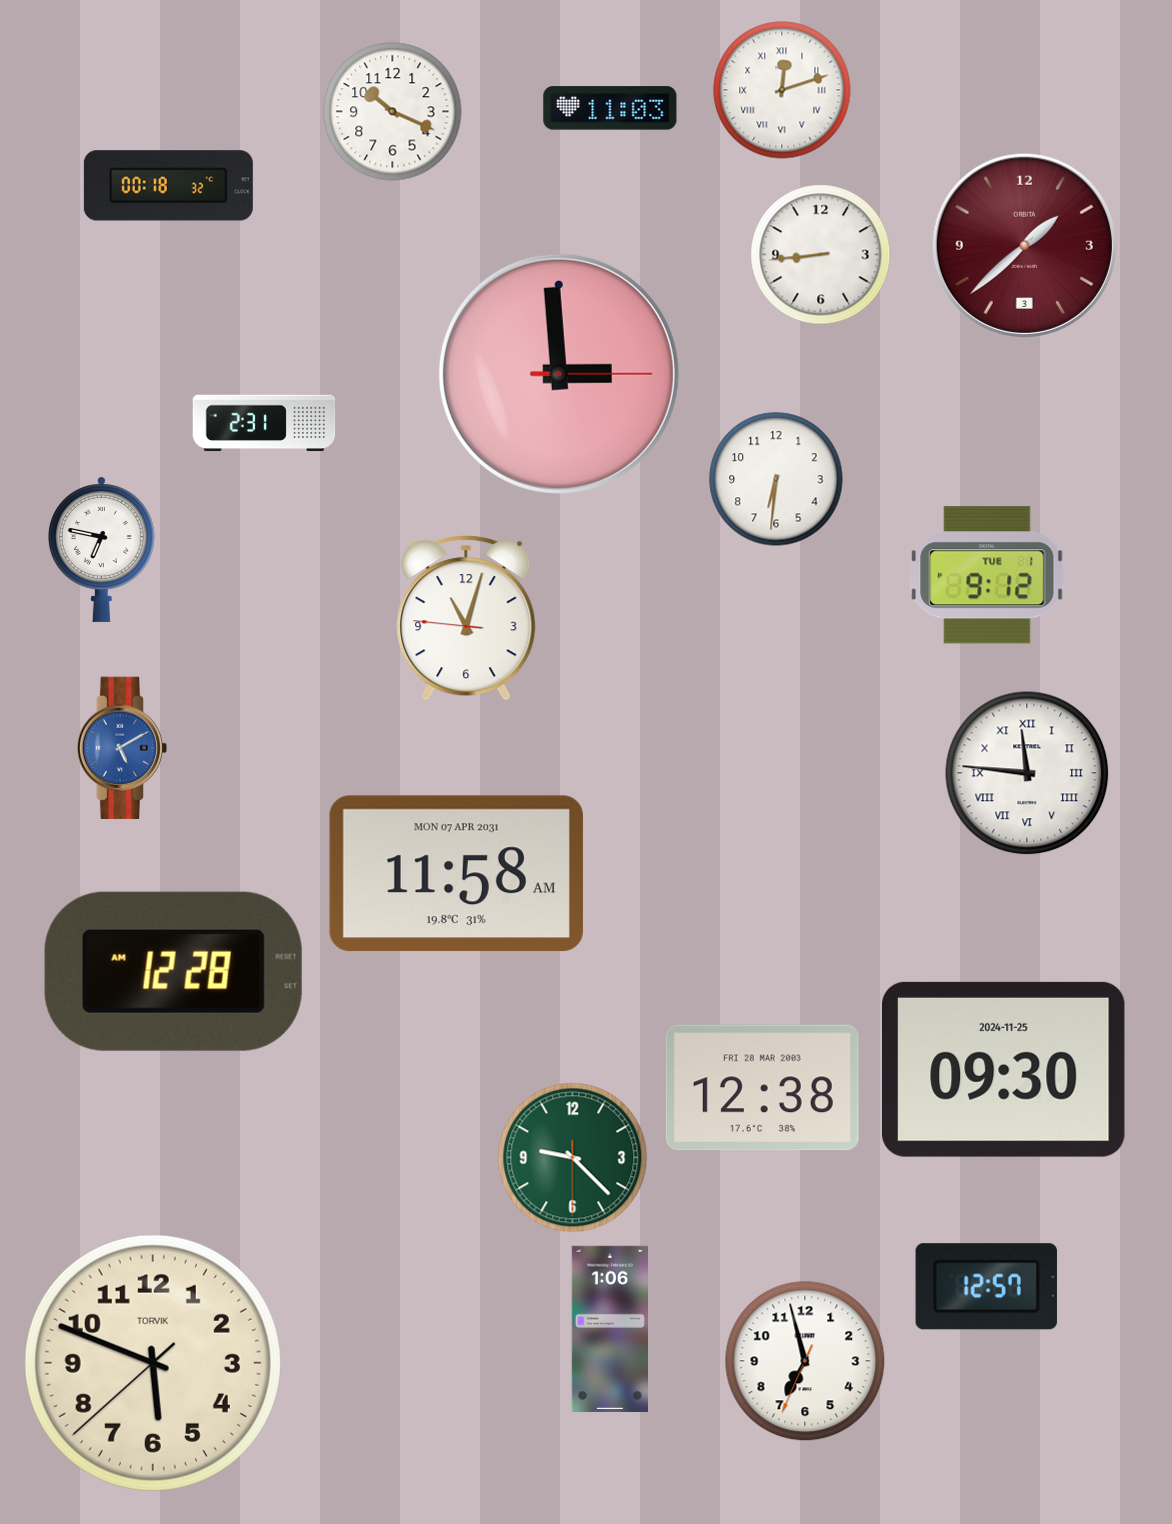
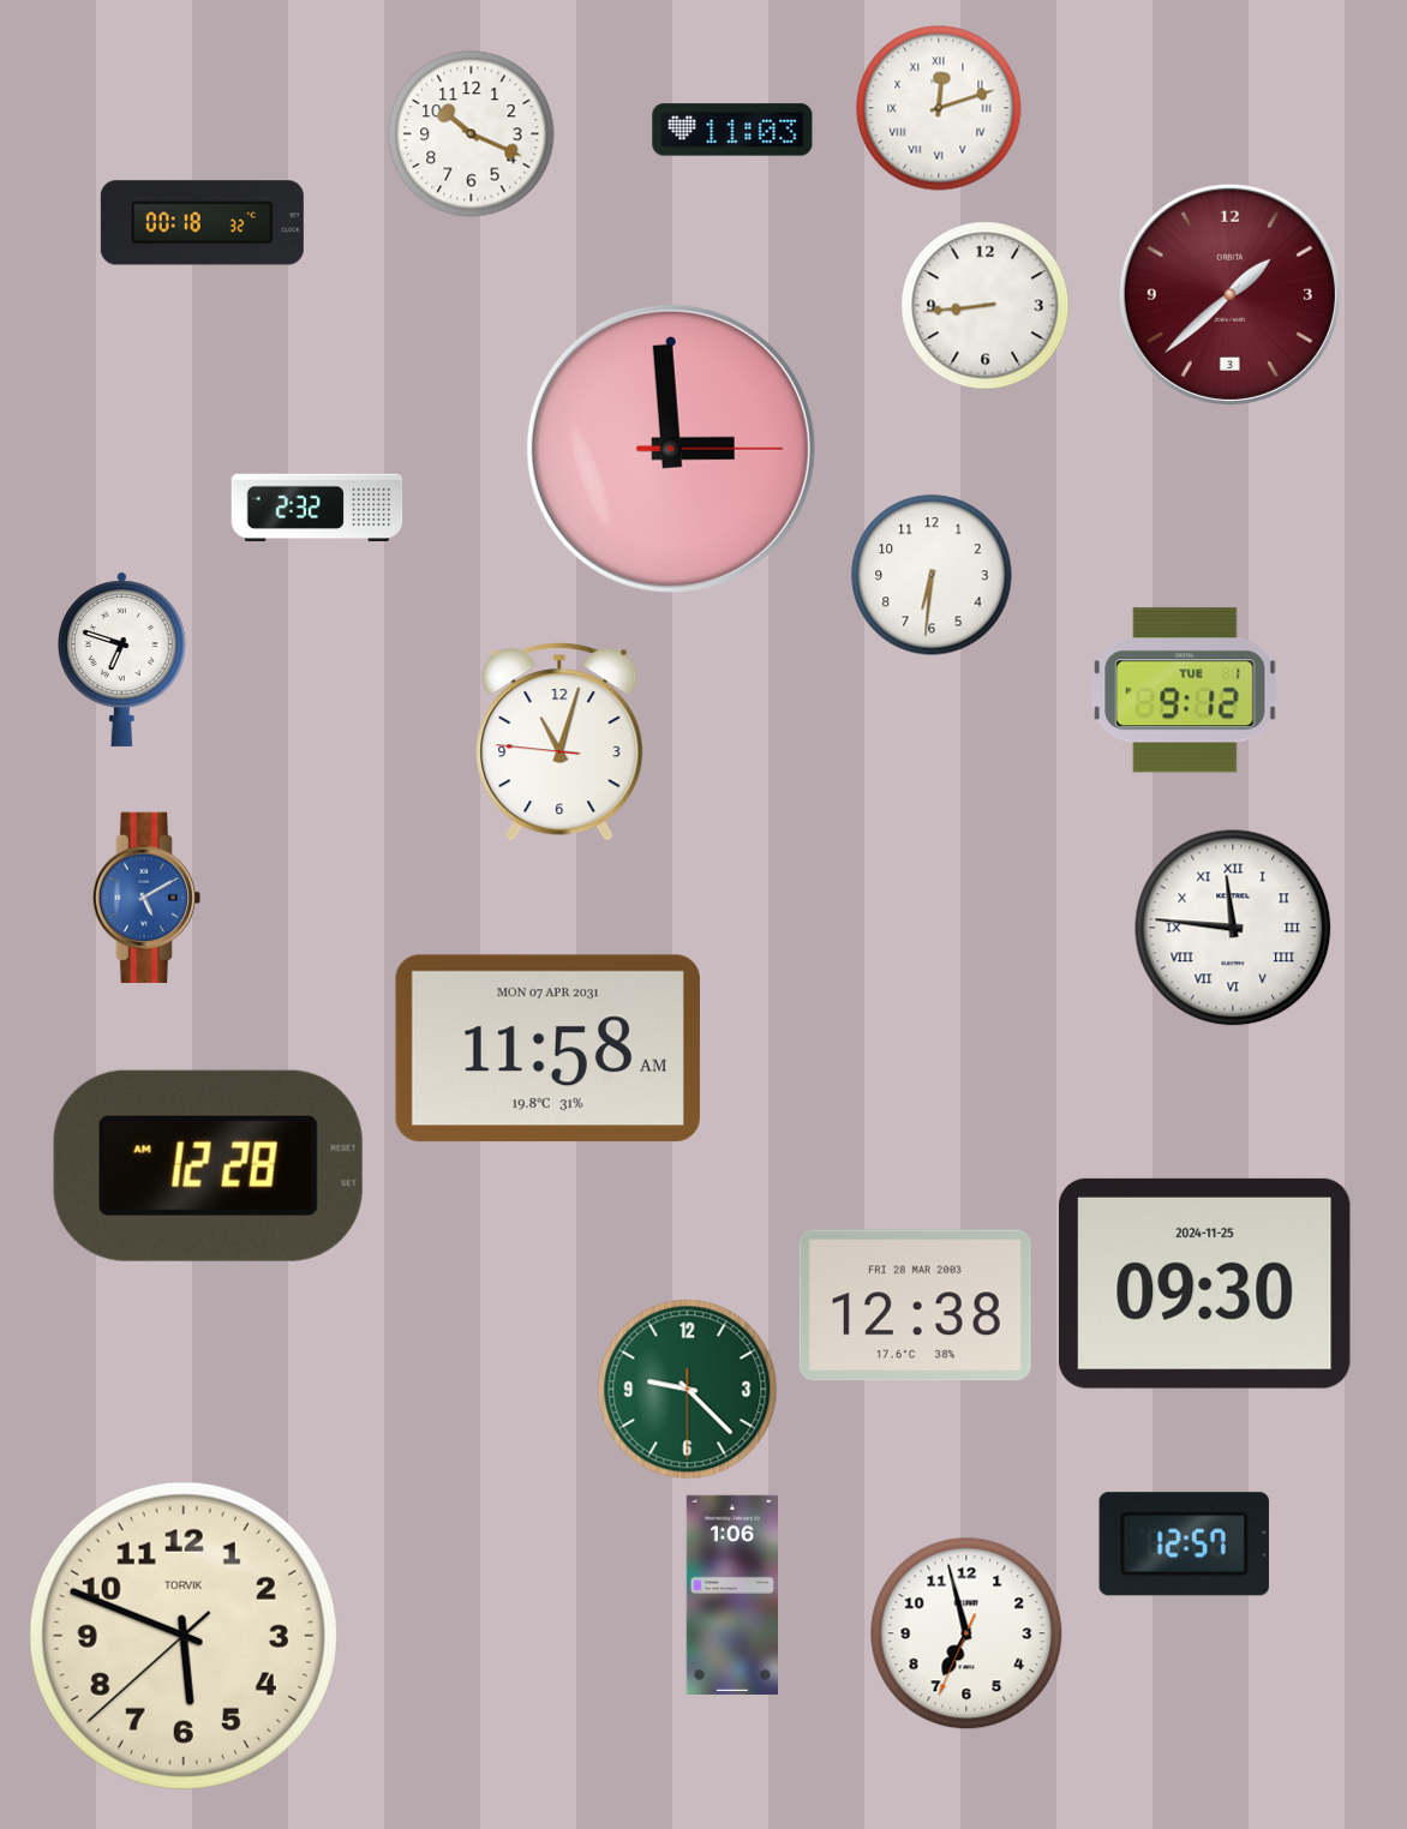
clock at (264, 423): 2:31 -> 2:32
clock at (101, 549): 6:47 -> 6:48
